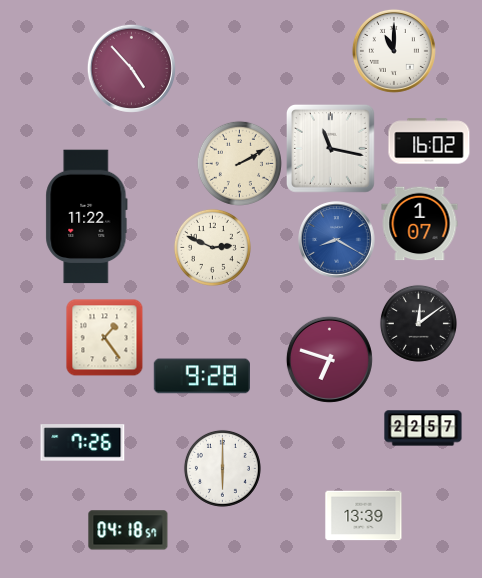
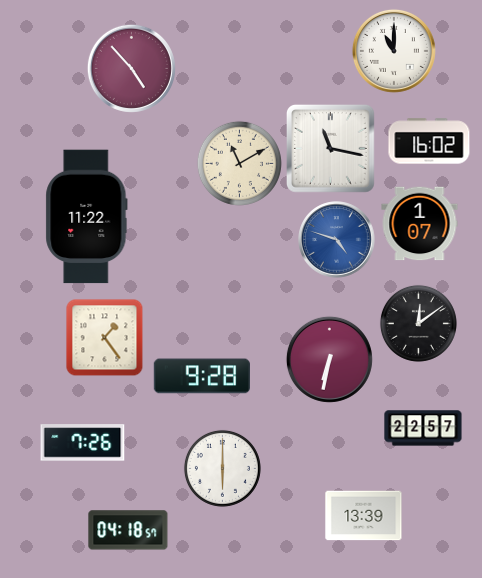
clock at (239, 163): 2:10 -> 11:10
clock at (337, 240): 8:20 -> 4:48
clock at (212, 247): 2:49 -> none
clock at (329, 359): 6:48 -> 6:32
